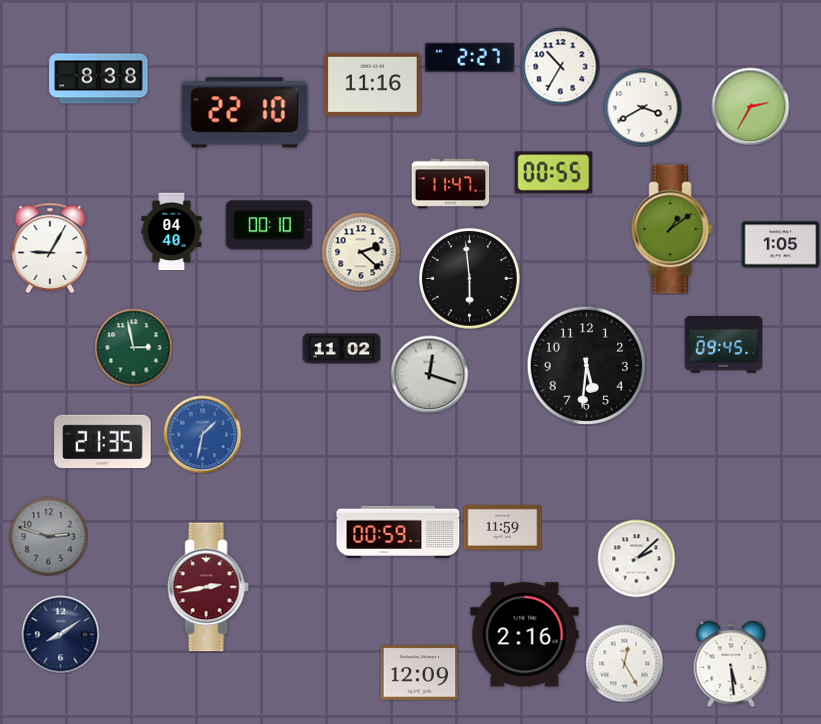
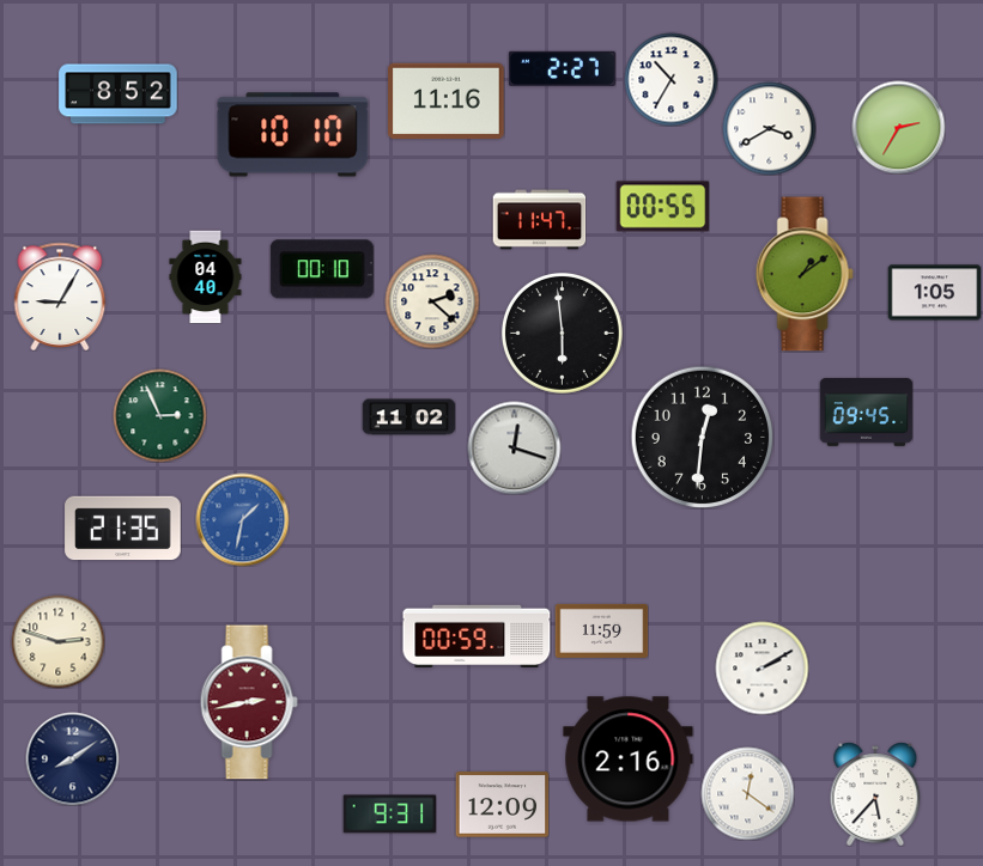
clock at (99, 79): 8:38 -> 8:52
clock at (245, 113): 22:10 -> 10:10
clock at (133, 347): 2:58 -> 2:56
clock at (586, 365): 5:31 -> 12:31
clock at (48, 536) dial: grey -> cream
clock at (636, 558): 2:08 -> 2:10
clock at (624, 663): 12:25 -> 12:21
clock at (731, 664): 5:29 -> 5:37
clock at (389, 815): none -> 9:31
